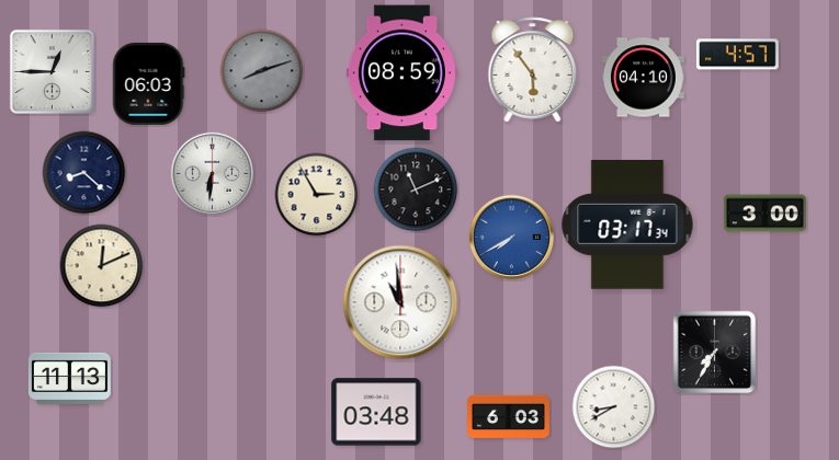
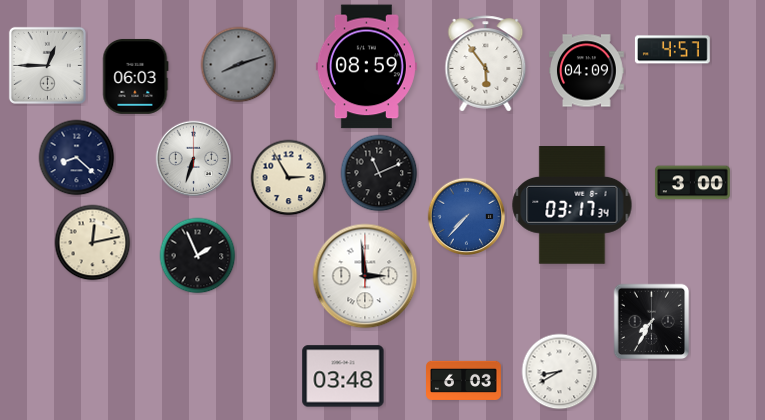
clock at (644, 78): 04:10 -> 04:09
clock at (213, 174): 6:31 -> 6:33
clock at (764, 214) position: (764, 214) -> (692, 183)
clock at (512, 238): 7:40 -> 7:37
clock at (102, 266): 12:11 -> 12:13
clock at (198, 256): none -> 1:56
clock at (400, 302): 10:59 -> 2:59
clock at (69, 378): 11:13 -> none
